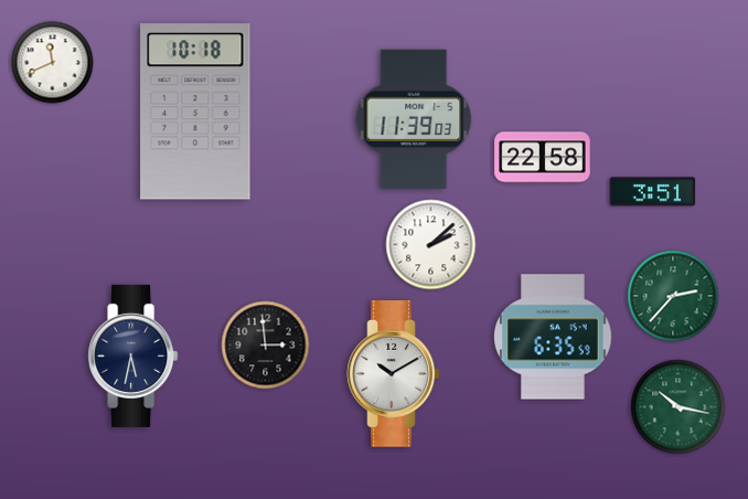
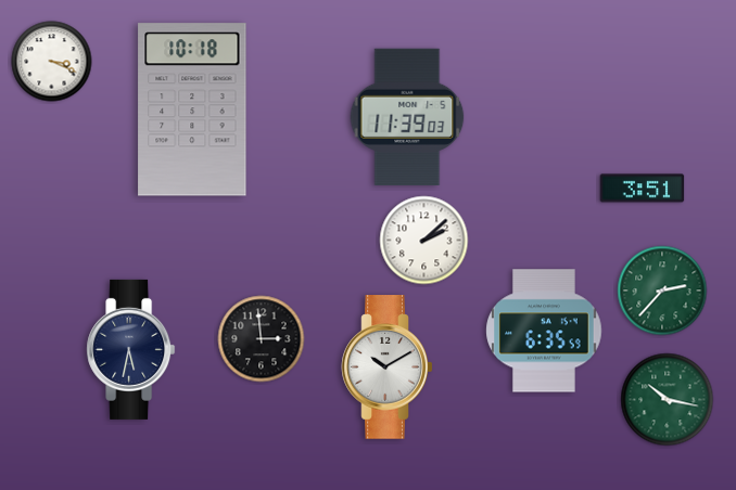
clock at (53, 63): 11:41 -> 3:19
clock at (543, 158): 22:58 -> none
